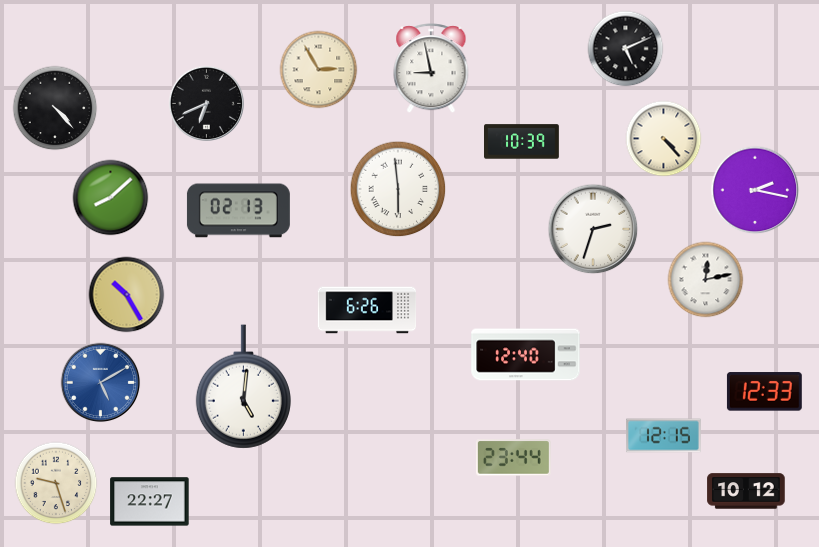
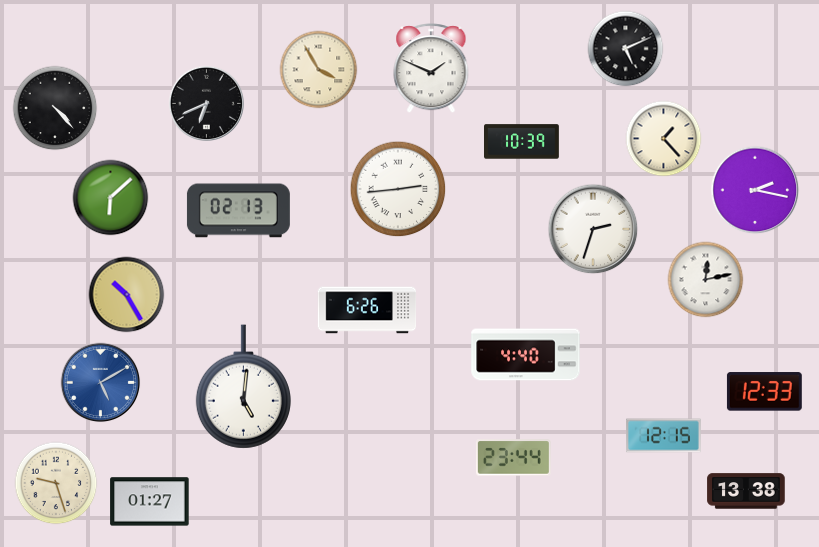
clock at (431, 69): 8:58 -> 1:49
clock at (319, 70): 2:55 -> 3:55
clock at (664, 139): 4:23 -> 1:23
clock at (398, 189): 5:59 -> 2:44
clock at (111, 198): 8:08 -> 6:08
clock at (526, 355): 12:40 -> 4:40
clock at (746, 491): 10:12 -> 13:38
clock at (150, 502): 22:27 -> 01:27
